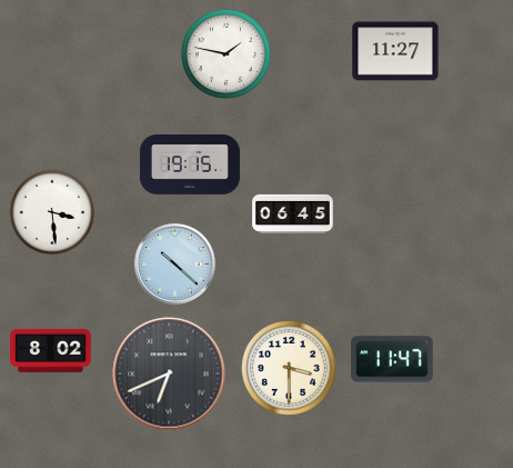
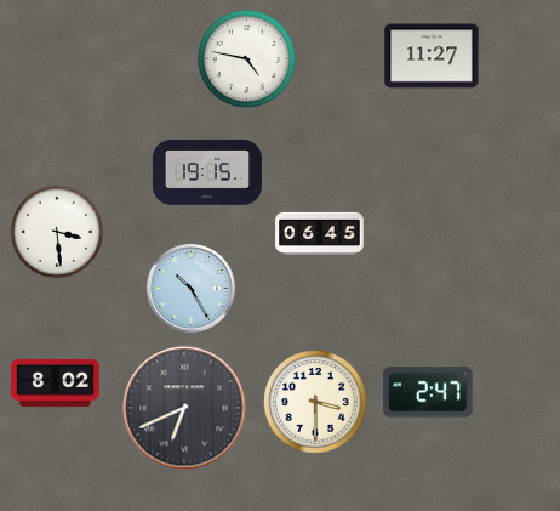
clock at (225, 53): 1:47 -> 4:47
clock at (190, 165) position: (190, 165) -> (207, 172)
clock at (174, 263): 10:22 -> 10:25
clock at (392, 359): 11:47 -> 2:47
